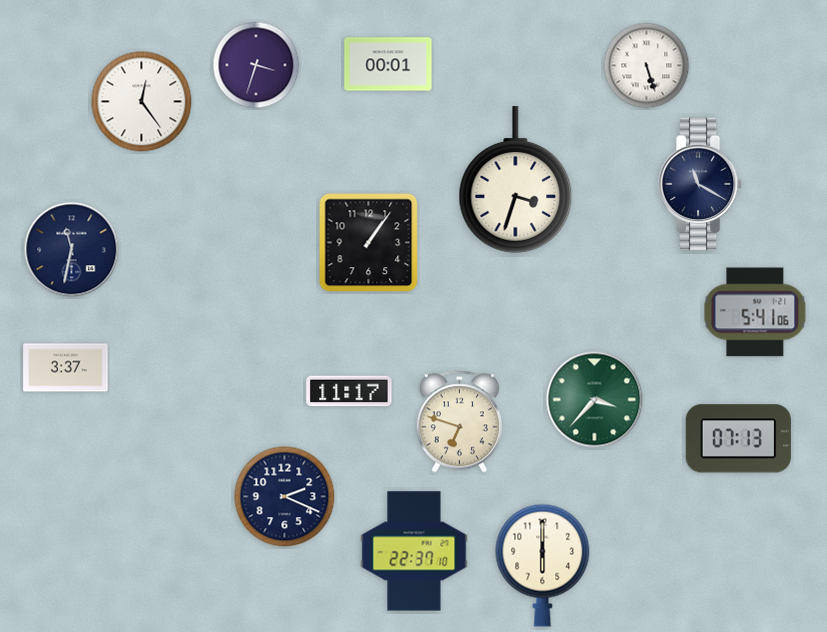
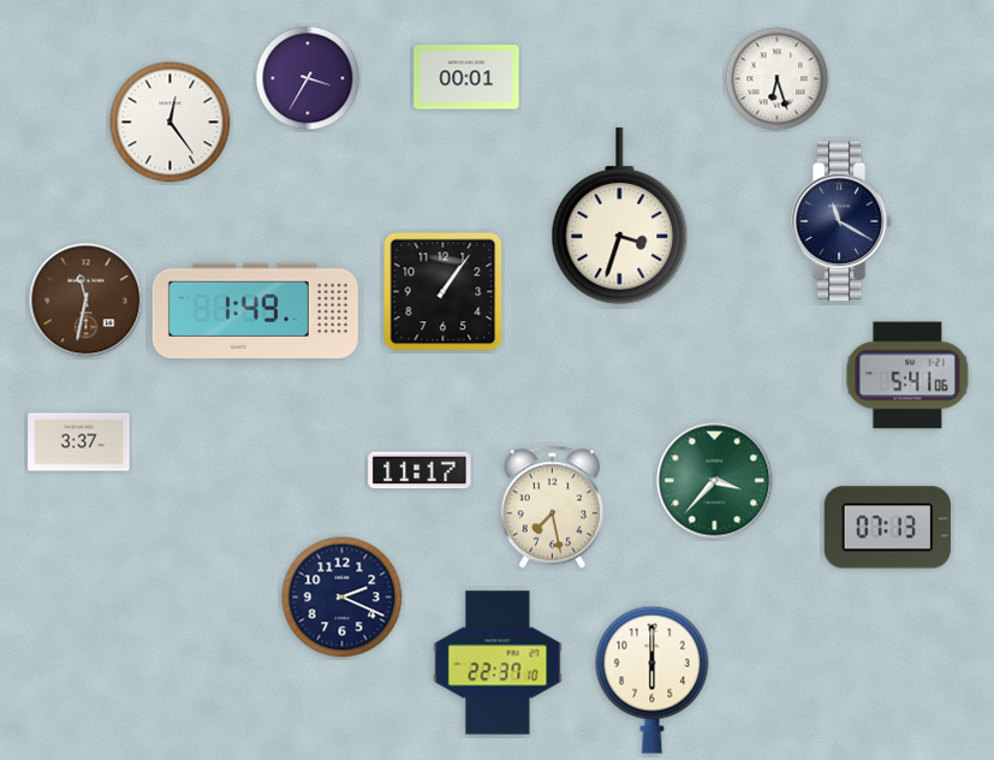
clock at (256, 65): 3:33 -> 3:35
clock at (647, 66): 5:27 -> 6:27
clock at (72, 250) dial: navy -> brown
clock at (255, 310): none -> 1:49
clock at (459, 422): 6:48 -> 7:28
